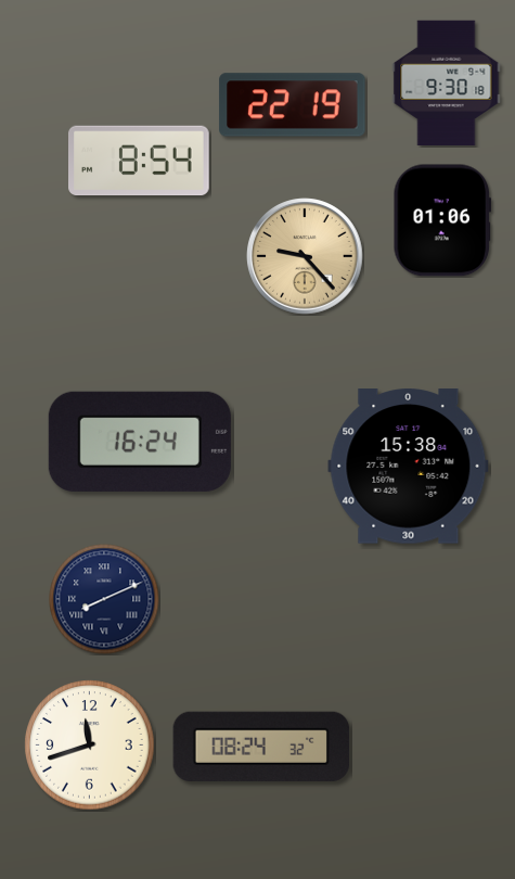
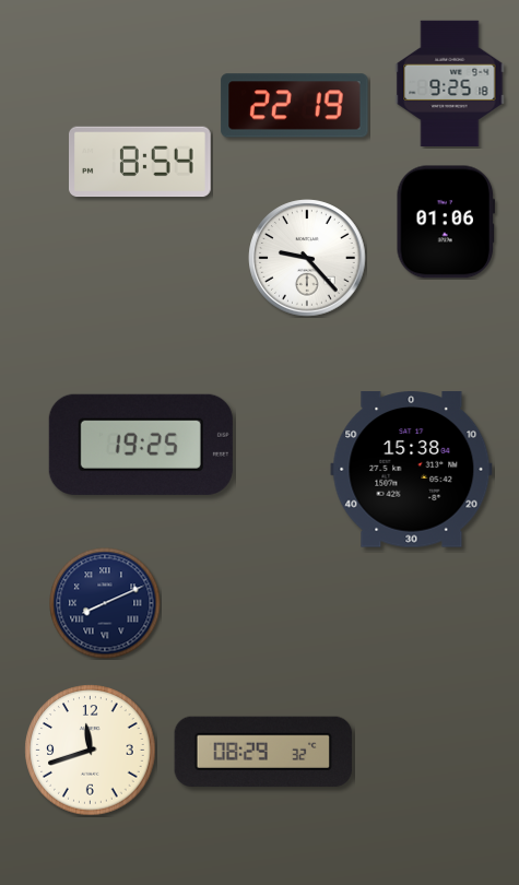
clock at (447, 84): 9:30 -> 9:25
clock at (305, 256) dial: champagne -> white
clock at (140, 442): 16:24 -> 19:25
clock at (261, 747): 08:24 -> 08:29
